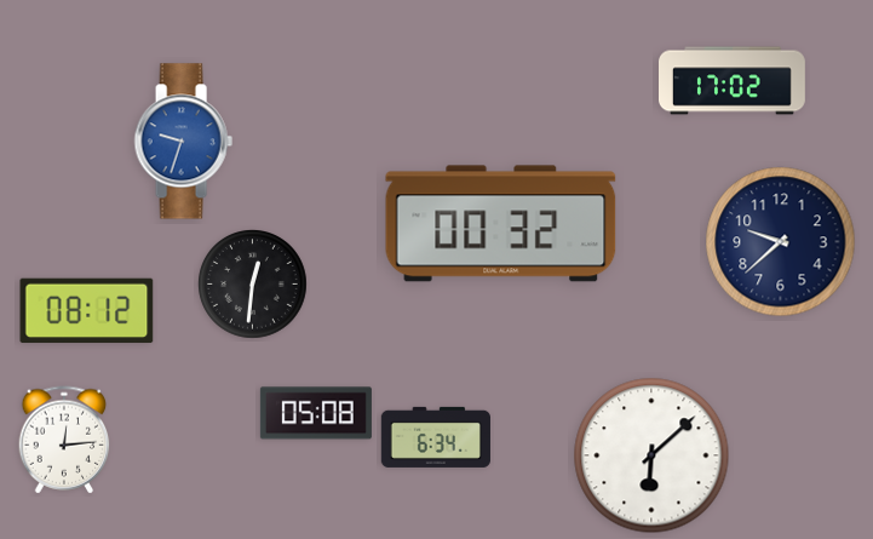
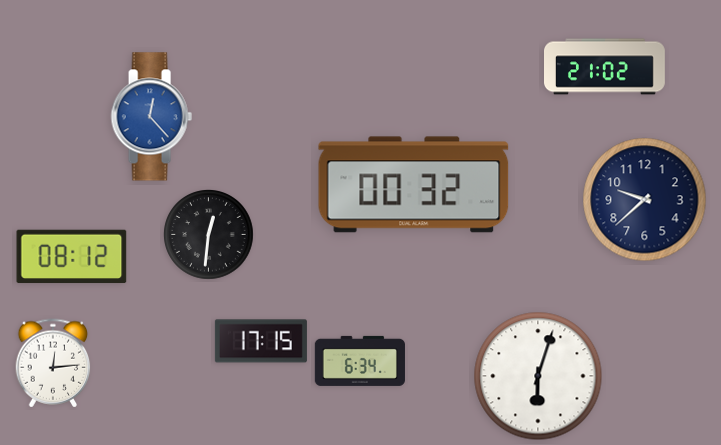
clock at (733, 81): 17:02 -> 21:02
clock at (183, 142): 9:33 -> 12:23
clock at (316, 413): 05:08 -> 17:15
clock at (651, 455): 6:08 -> 6:03
